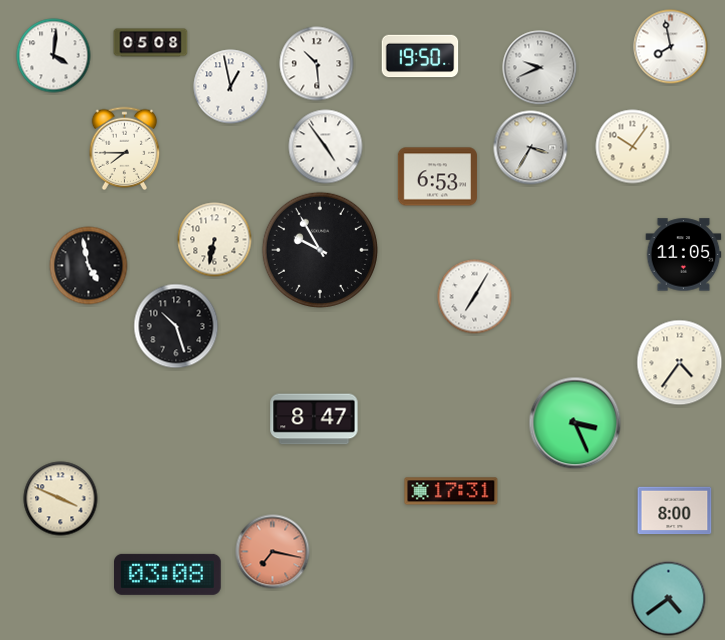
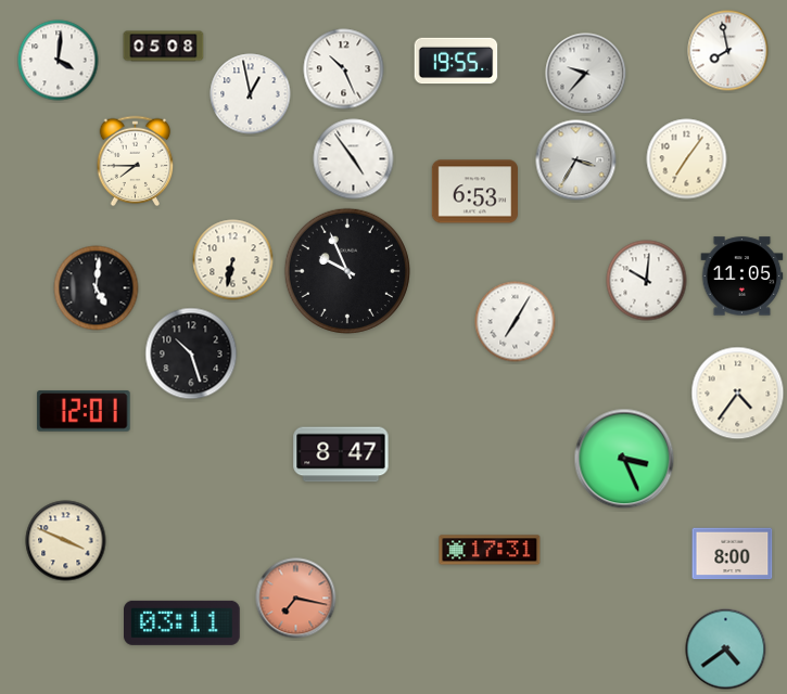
clock at (420, 56): 19:50 -> 19:55
clock at (317, 64): 10:29 -> 10:26
clock at (540, 68): 9:41 -> 9:37
clock at (633, 147): 10:06 -> 7:06
clock at (320, 250): 9:55 -> 9:56
clock at (647, 281): none -> 10:01
clock at (89, 266): 4:58 -> 5:01
clock at (84, 411): none -> 12:01
clock at (451, 491) position: (451, 491) -> (490, 550)
clock at (168, 574): 03:08 -> 03:11
